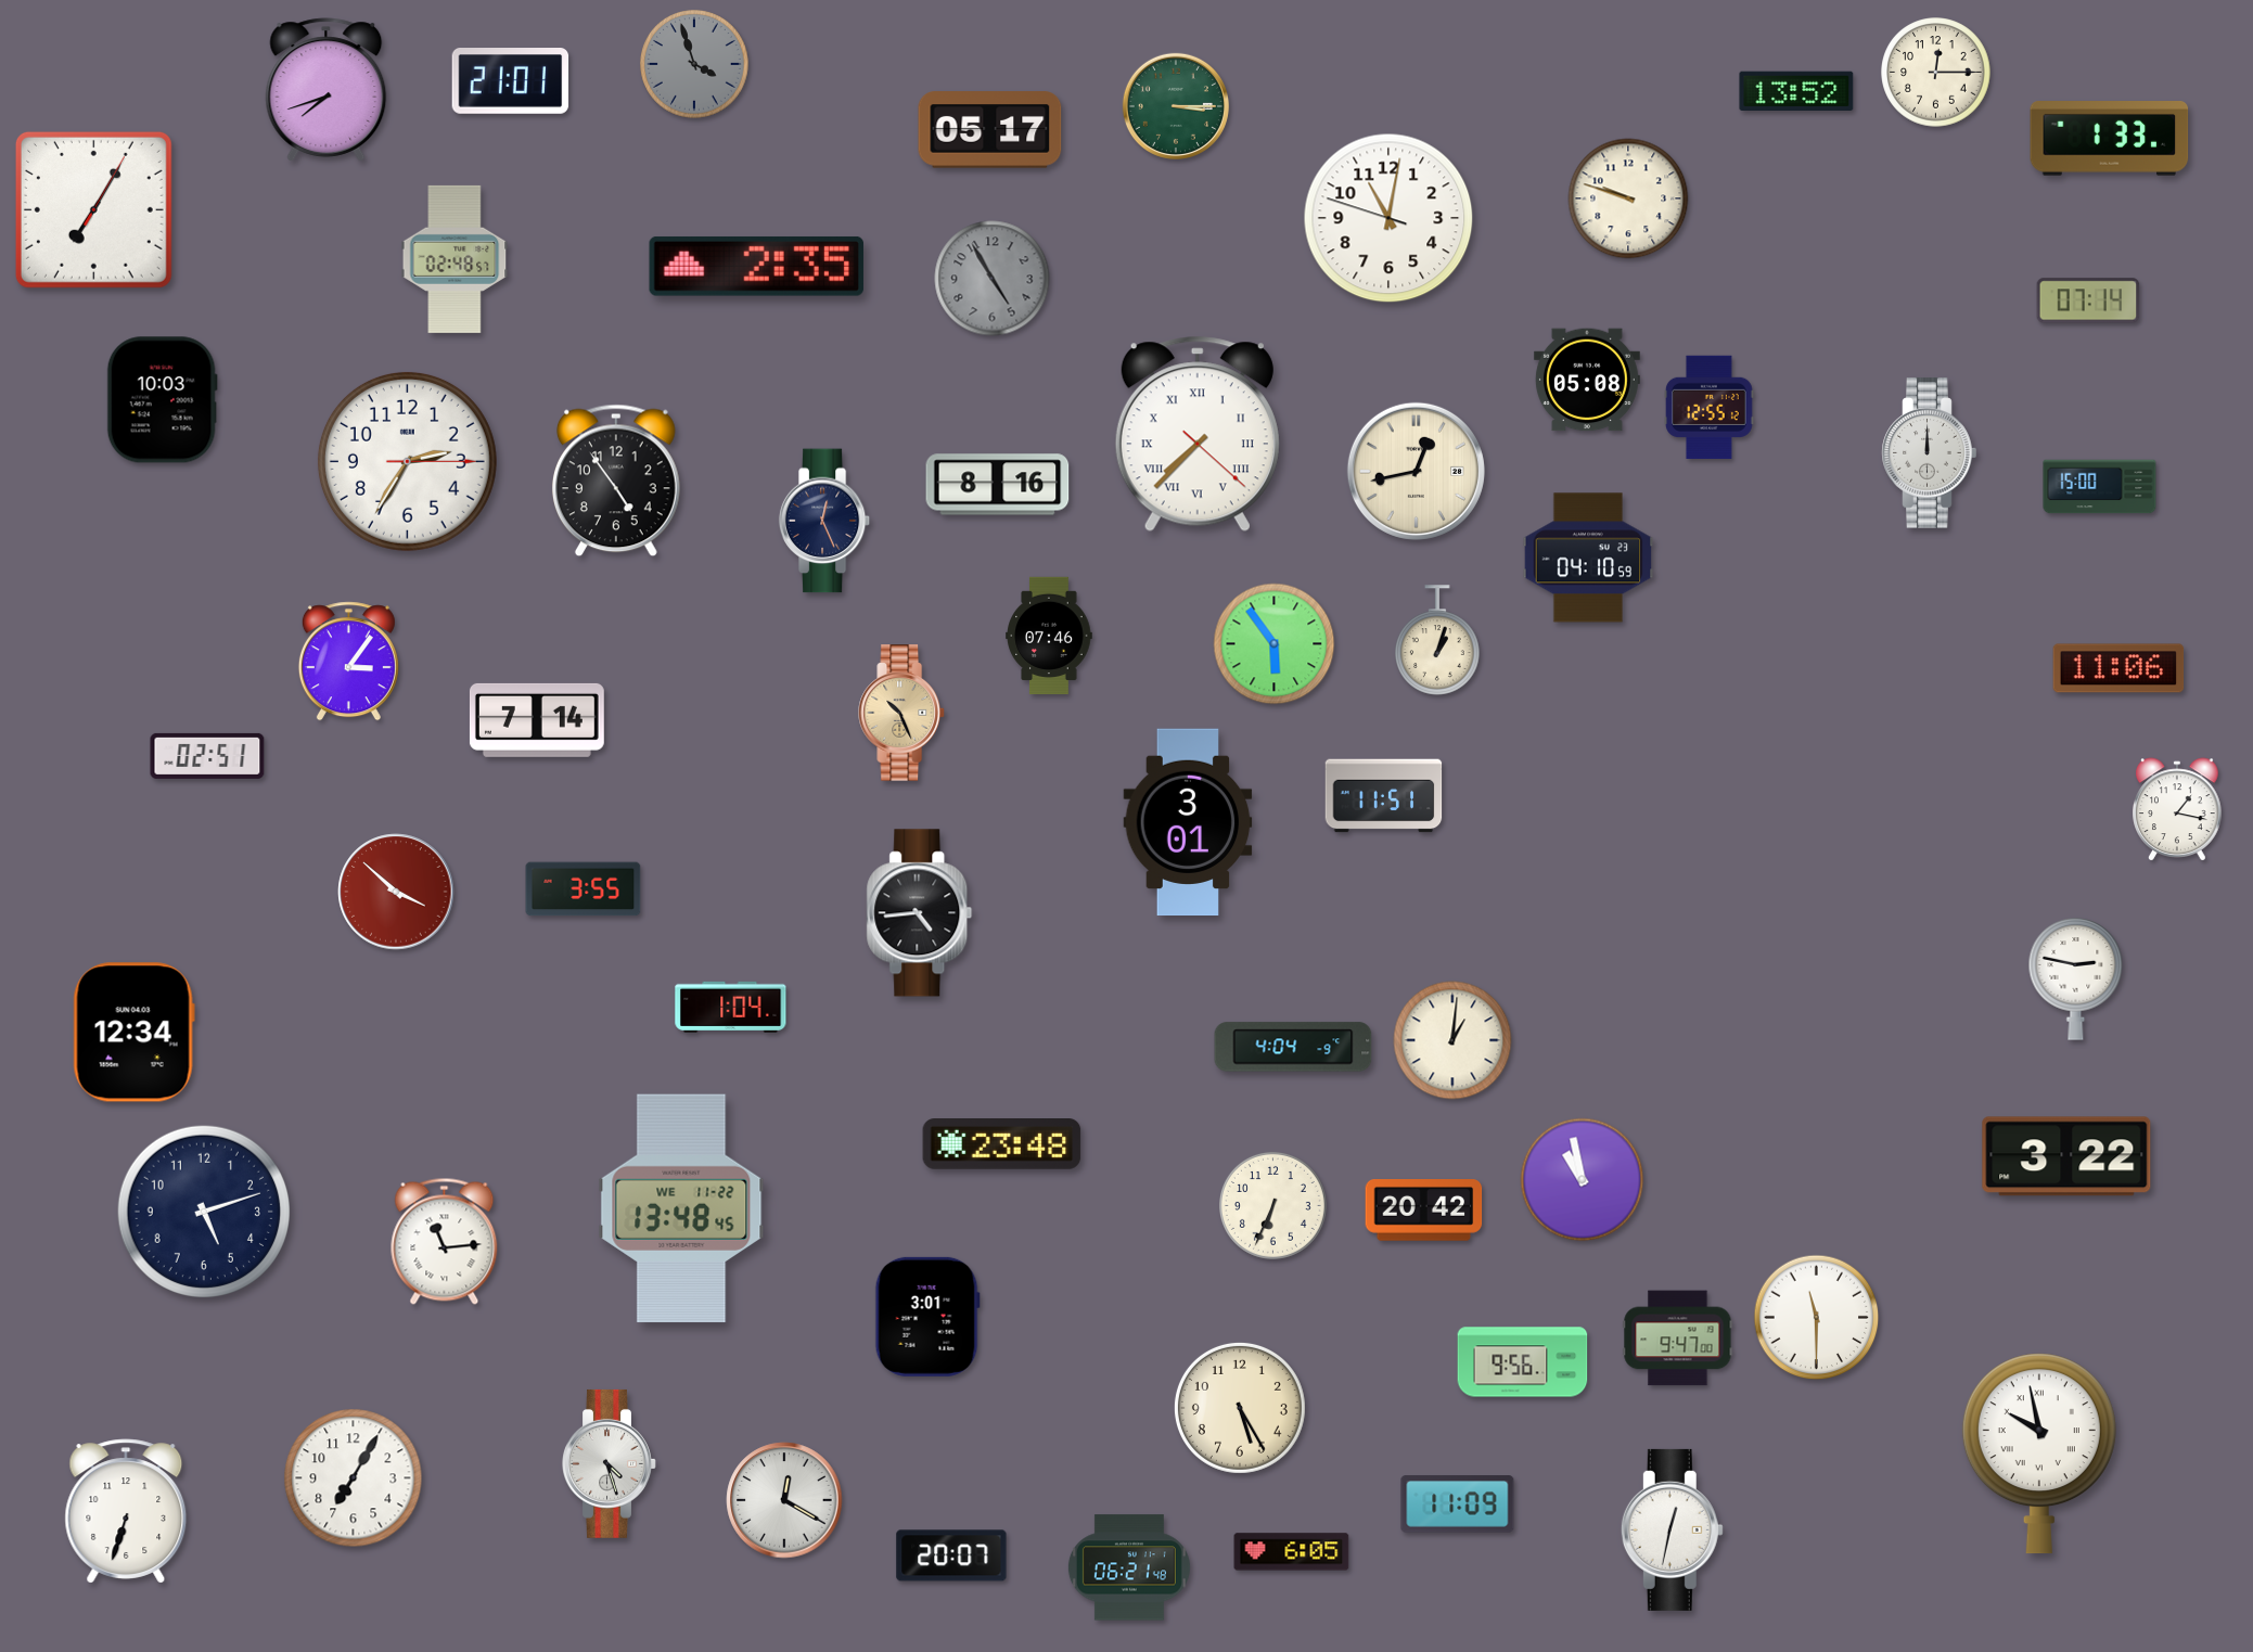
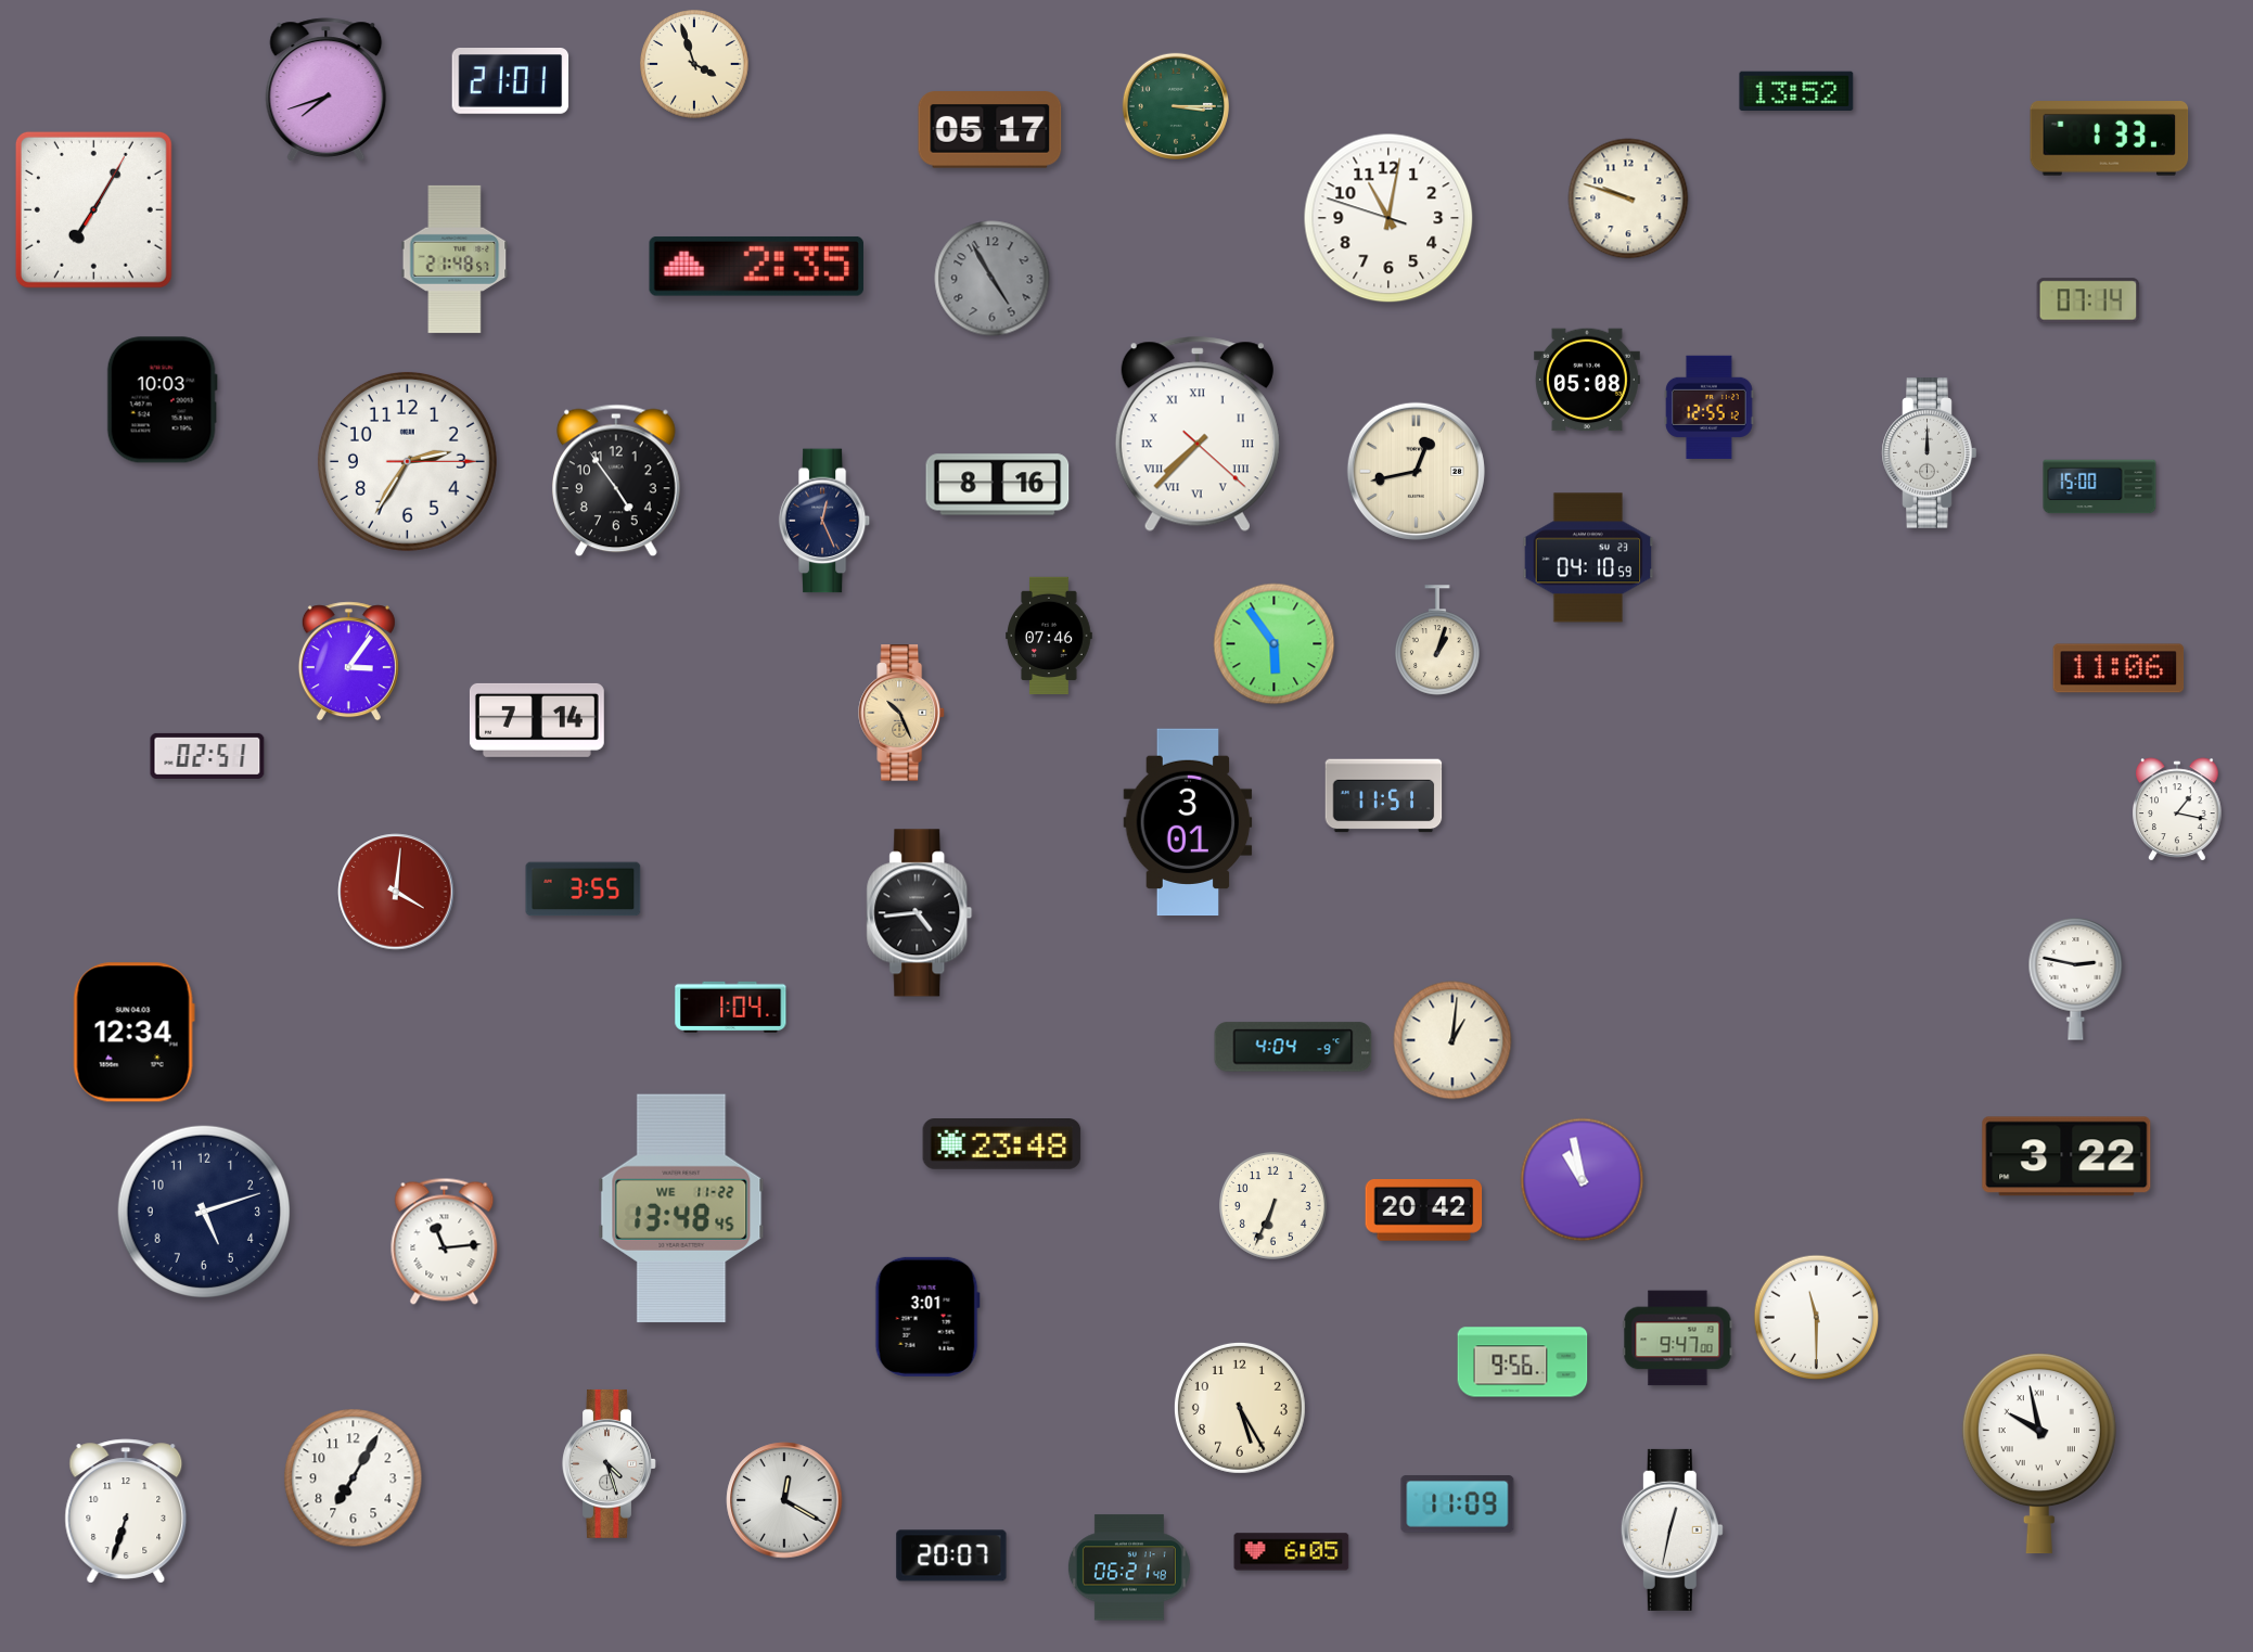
clock at (695, 65) dial: grey -> cream
clock at (1936, 73): 12:15 -> none
clock at (455, 259): 02:48 -> 21:48
clock at (396, 892): 3:52 -> 4:01
